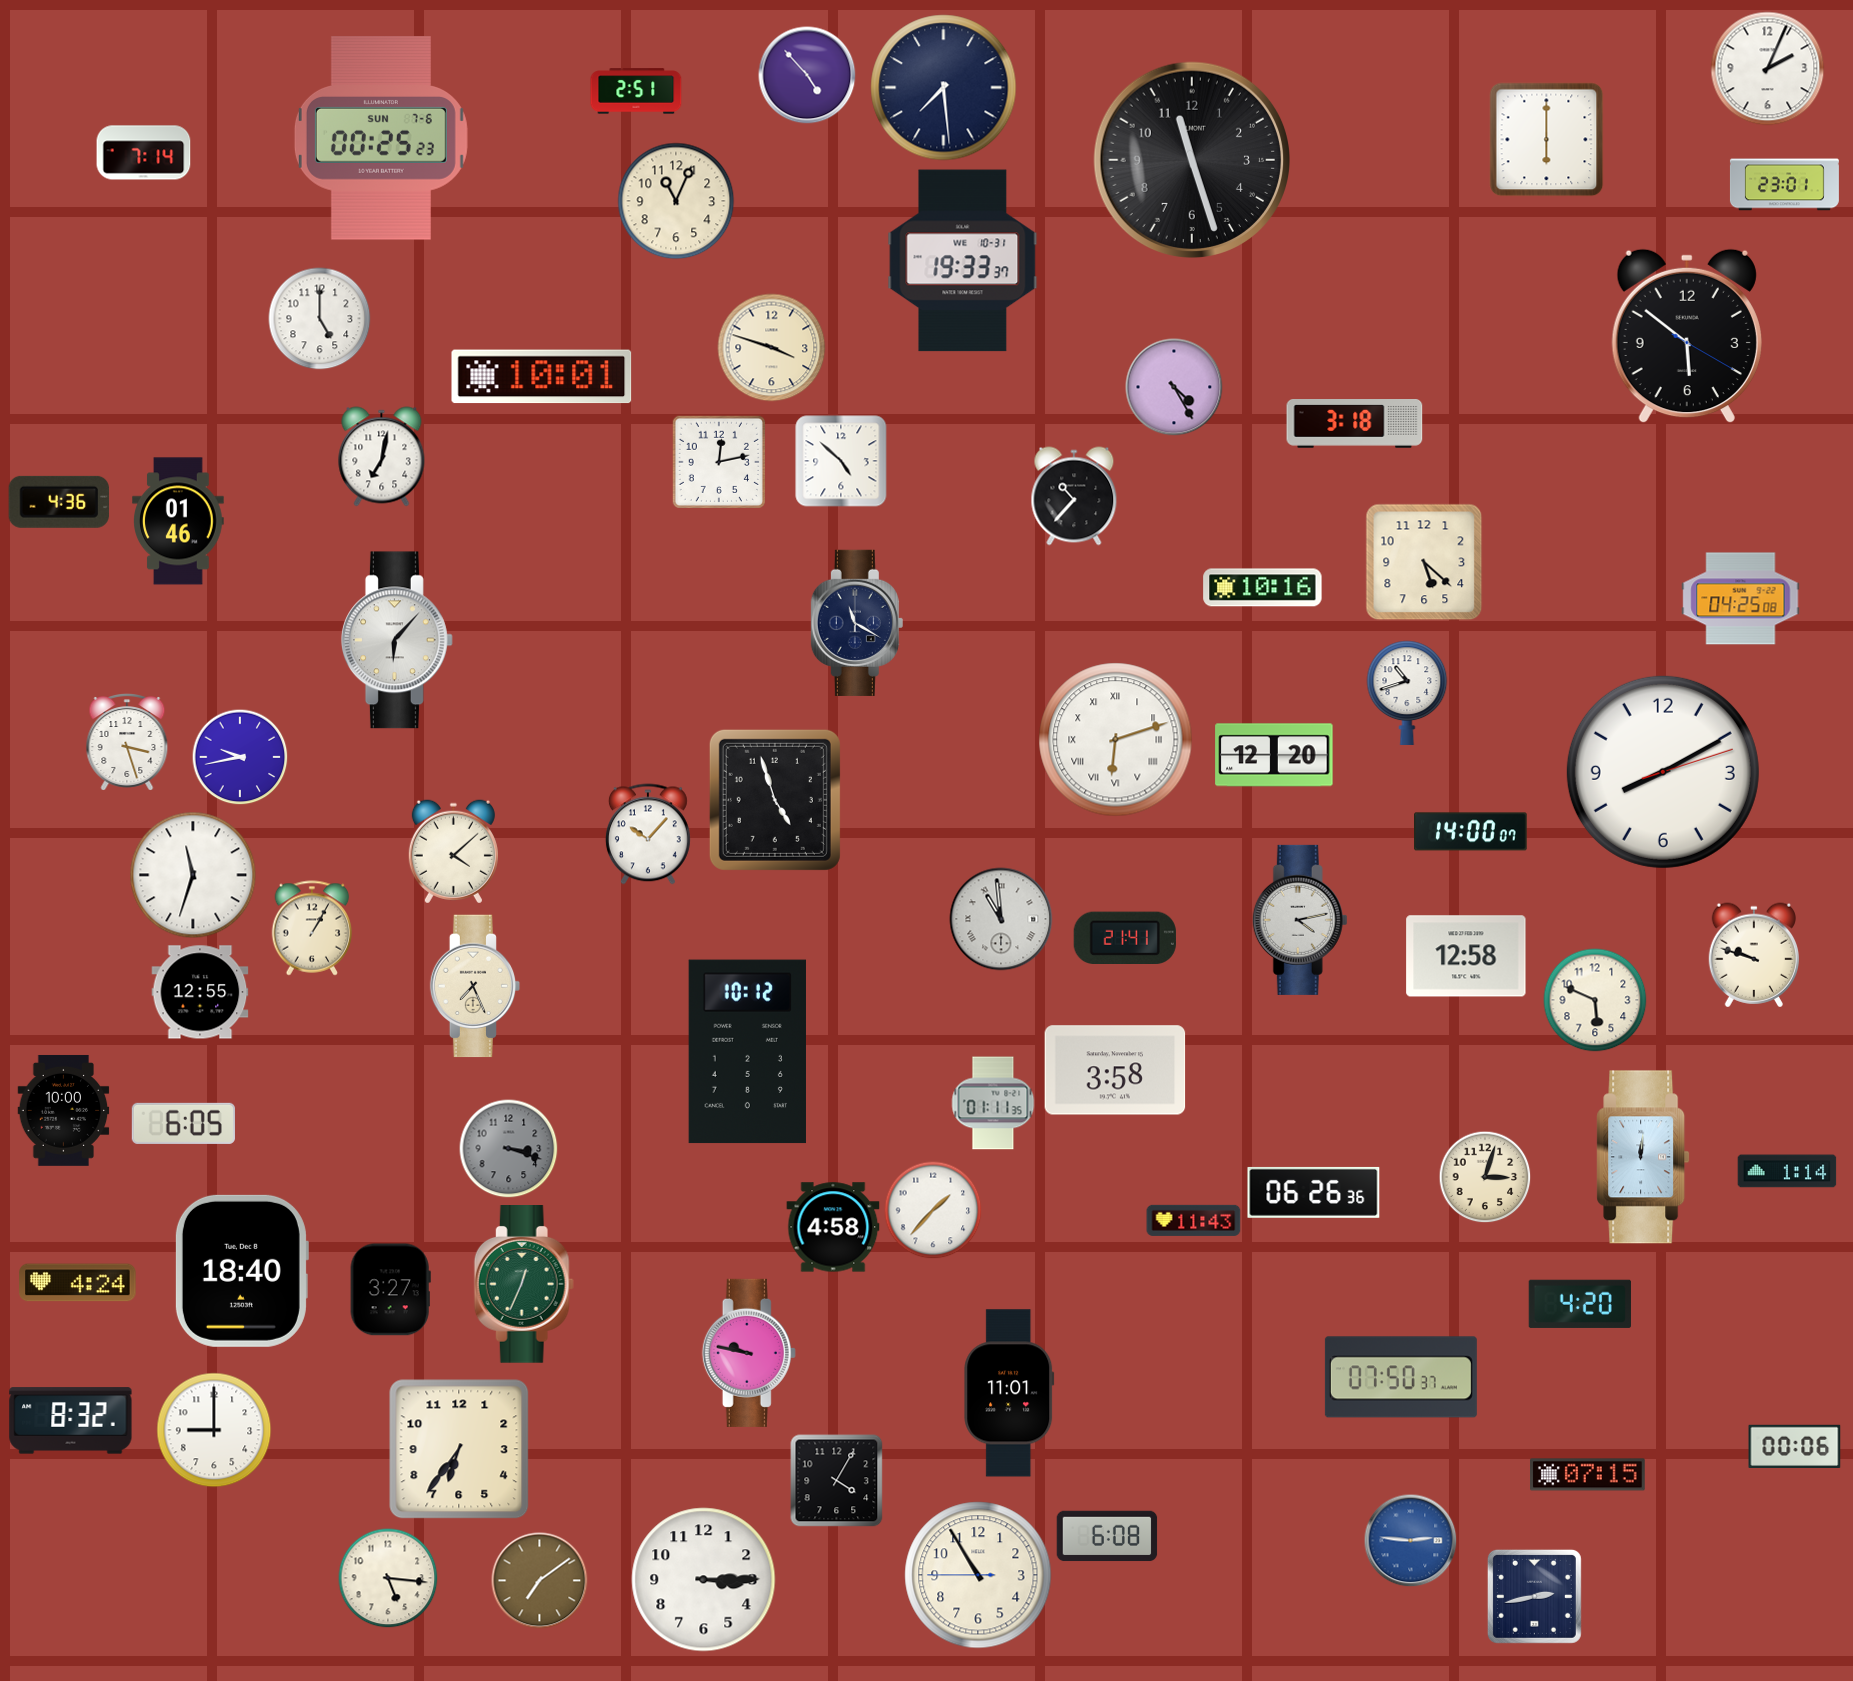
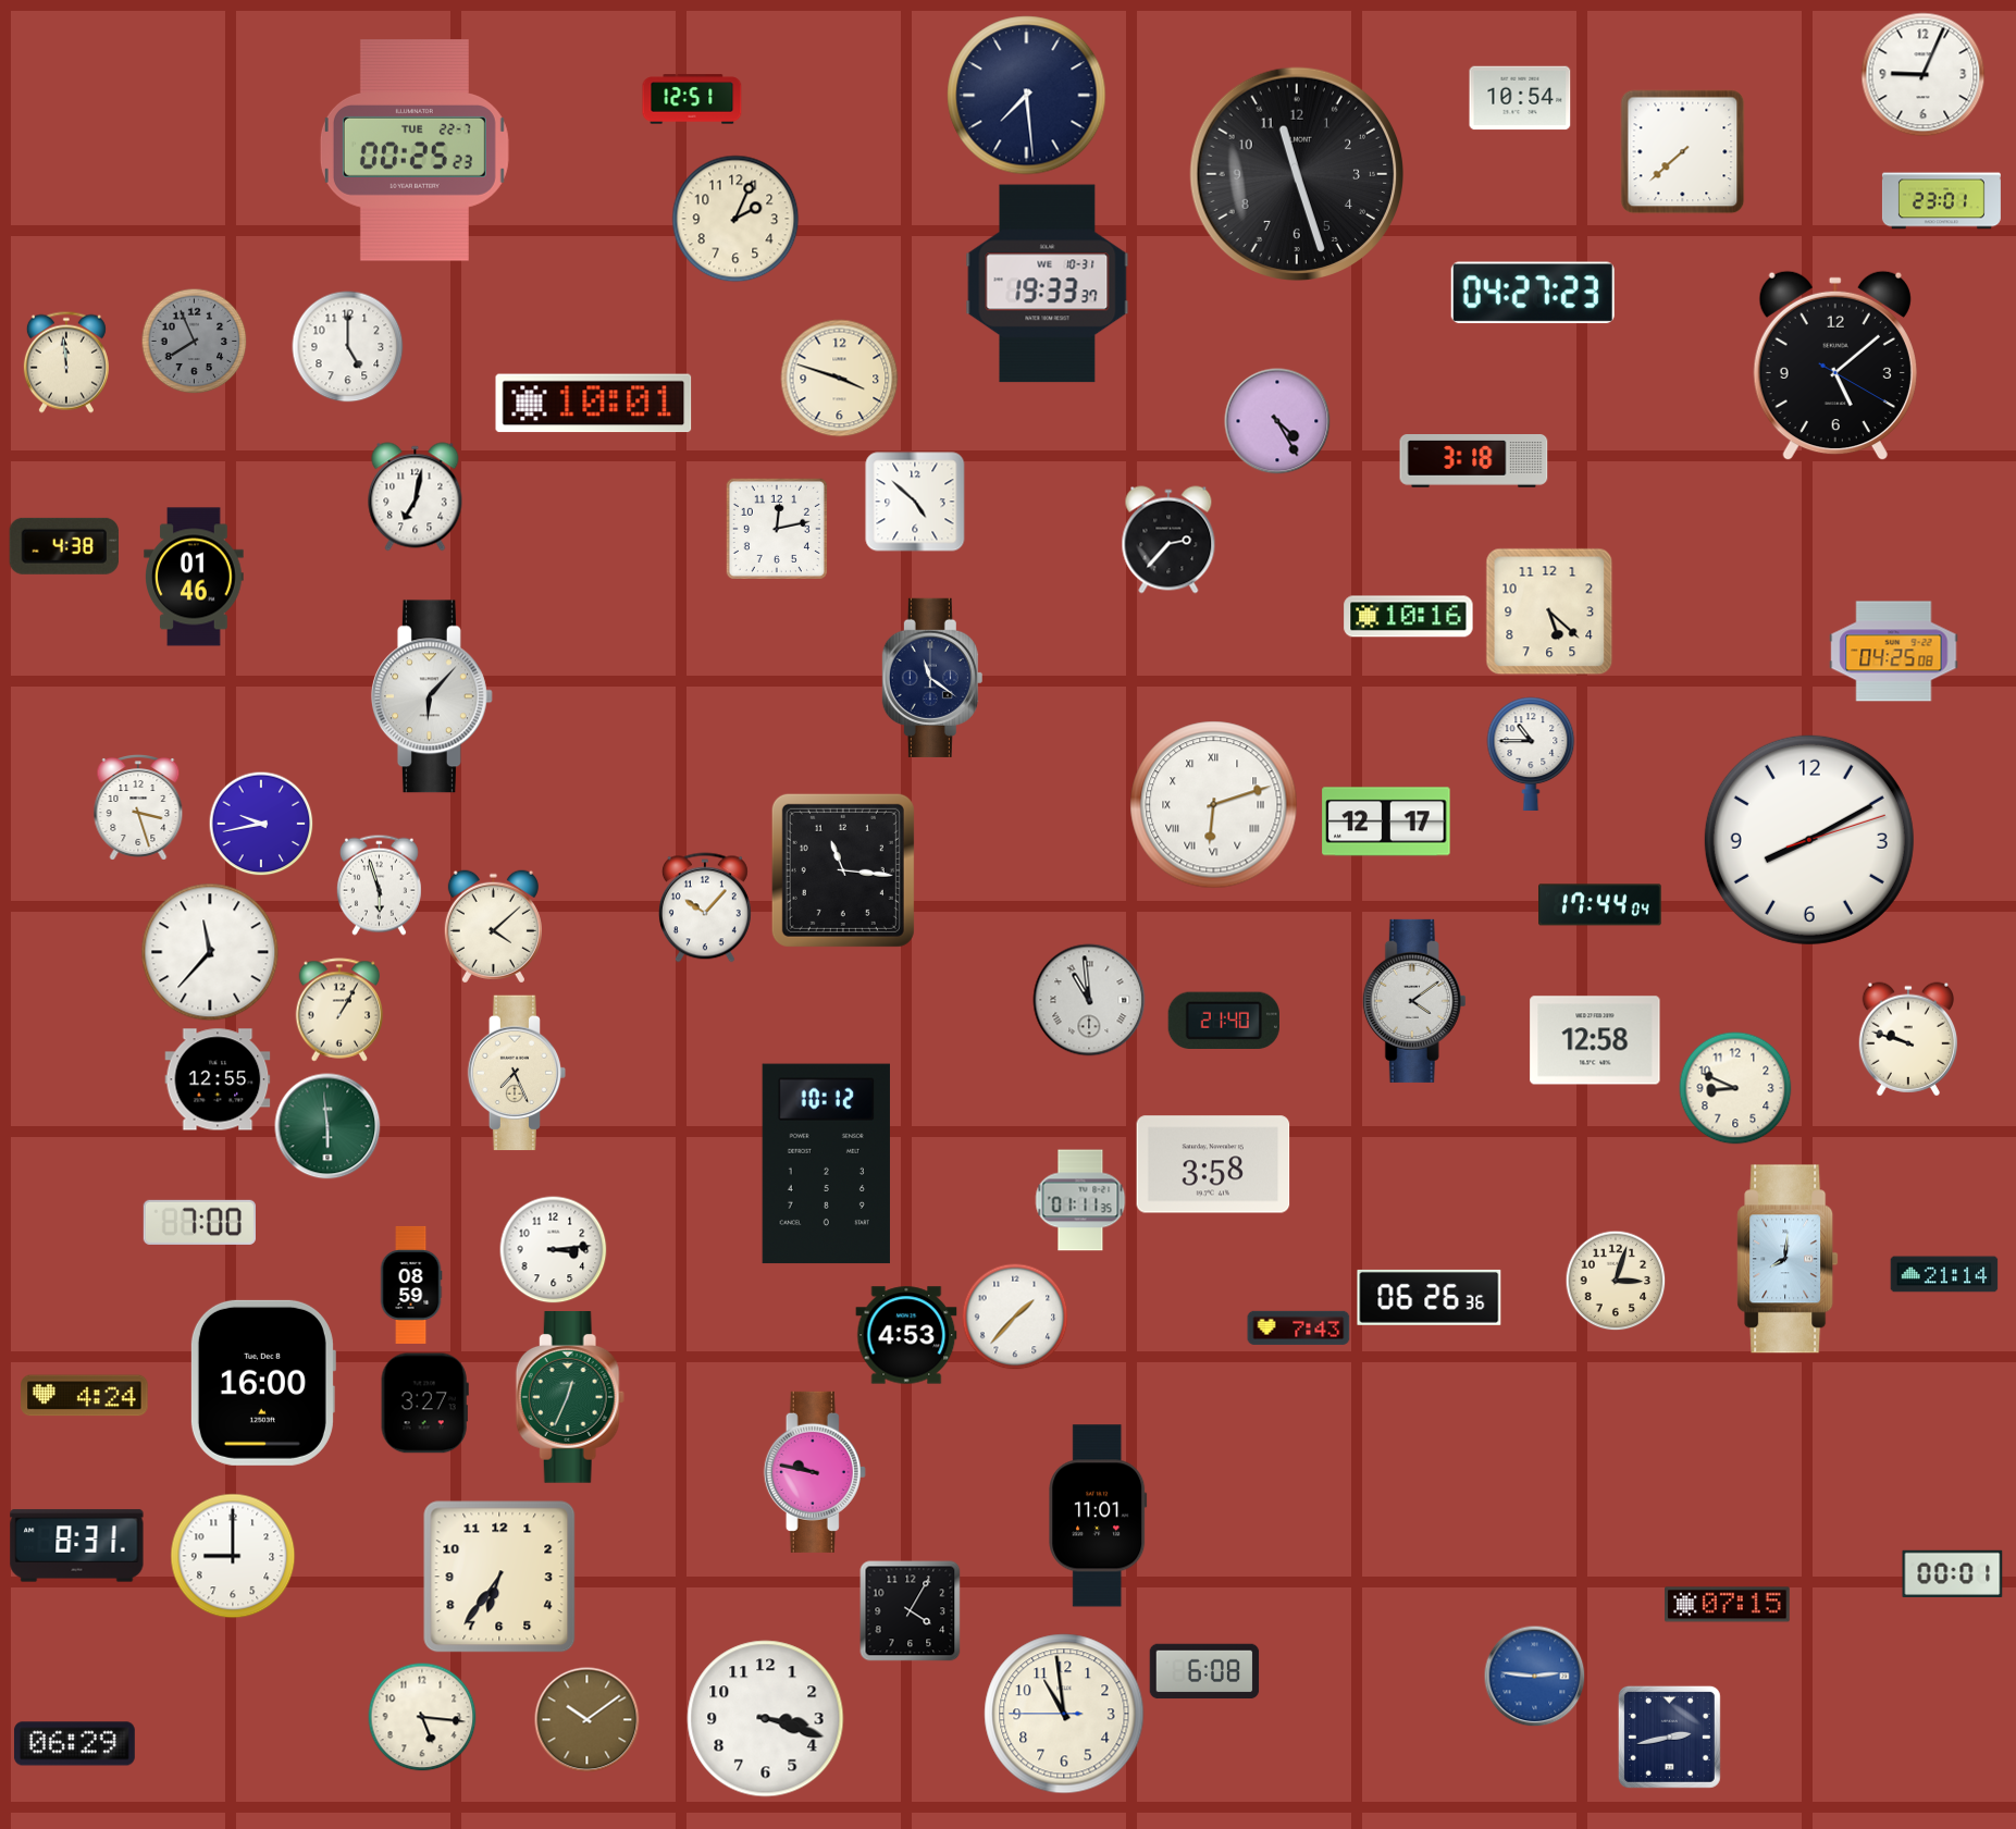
clock at (1768, 69): 2:04 -> 9:04
clock at (807, 75): 4:53 -> none
clock at (1520, 98): none -> 10:54
clock at (636, 91): 2:51 -> 12:51
clock at (381, 138) date: SUN 7-6 -> TUE 22-7
clock at (1547, 140): 6:00 -> 7:38
clock at (144, 153): 7:14 -> none
clock at (676, 201): 11:04 -> 2:04
clock at (1533, 293): none -> 04:27
clock at (194, 341): none -> 7:56
clock at (66, 362): none -> 11:59
clock at (1687, 336): 5:51 -> 5:08
clock at (542, 377) position: (542, 377) -> (594, 404)
clock at (719, 462) position: (719, 462) -> (777, 529)
clock at (1074, 496): 10:37 -> 2:37
clock at (59, 502): 4:36 -> 4:38
clock at (178, 521) position: (178, 521) -> (194, 577)
clock at (1263, 588) position: (1263, 588) -> (1409, 617)
clock at (857, 623): 11:20 -> 11:21
clock at (1407, 693): 10:42 -> 10:45
clock at (1274, 755): 12:20 -> 12:17
clock at (775, 800): 4:57 -> 11:16
clock at (379, 885): none -> 5:57
clock at (1471, 832): 14:00 -> 17:44
clock at (193, 875): 11:33 -> 11:37
clock at (1300, 920): 4:13 -> 4:09
clock at (1125, 938): 21:41 -> 21:40
clock at (1595, 1000): 5:49 -> 8:49
clock at (327, 1126): none -> 5:59
clock at (747, 1052) position: (747, 1052) -> (826, 1164)
clock at (64, 1110): 10:00 -> none
clock at (183, 1123): 6:05 -> 7:00
clock at (509, 1149): 3:18 -> 3:14
clock at (509, 1149) dial: grey -> white
clock at (1643, 1157): 12:01 -> 8:01
clock at (1787, 1171): 1:14 -> 21:14
clock at (411, 1285): none -> 08:59
clock at (1194, 1220): 11:43 -> 7:43
clock at (833, 1227): 4:58 -> 4:53
clock at (241, 1271): 18:40 -> 16:00
clock at (1580, 1304): 4:20 -> none
clock at (1401, 1377): 07:50 -> none
clock at (71, 1421): 8:32 -> 8:31
clock at (1795, 1446): 00:06 -> 00:01
clock at (978, 1575): 10:54 -> 10:58
clock at (704, 1580): 3:15 -> 3:18
clock at (540, 1581): 7:09 -> 10:09
clock at (74, 1744): none -> 06:29
